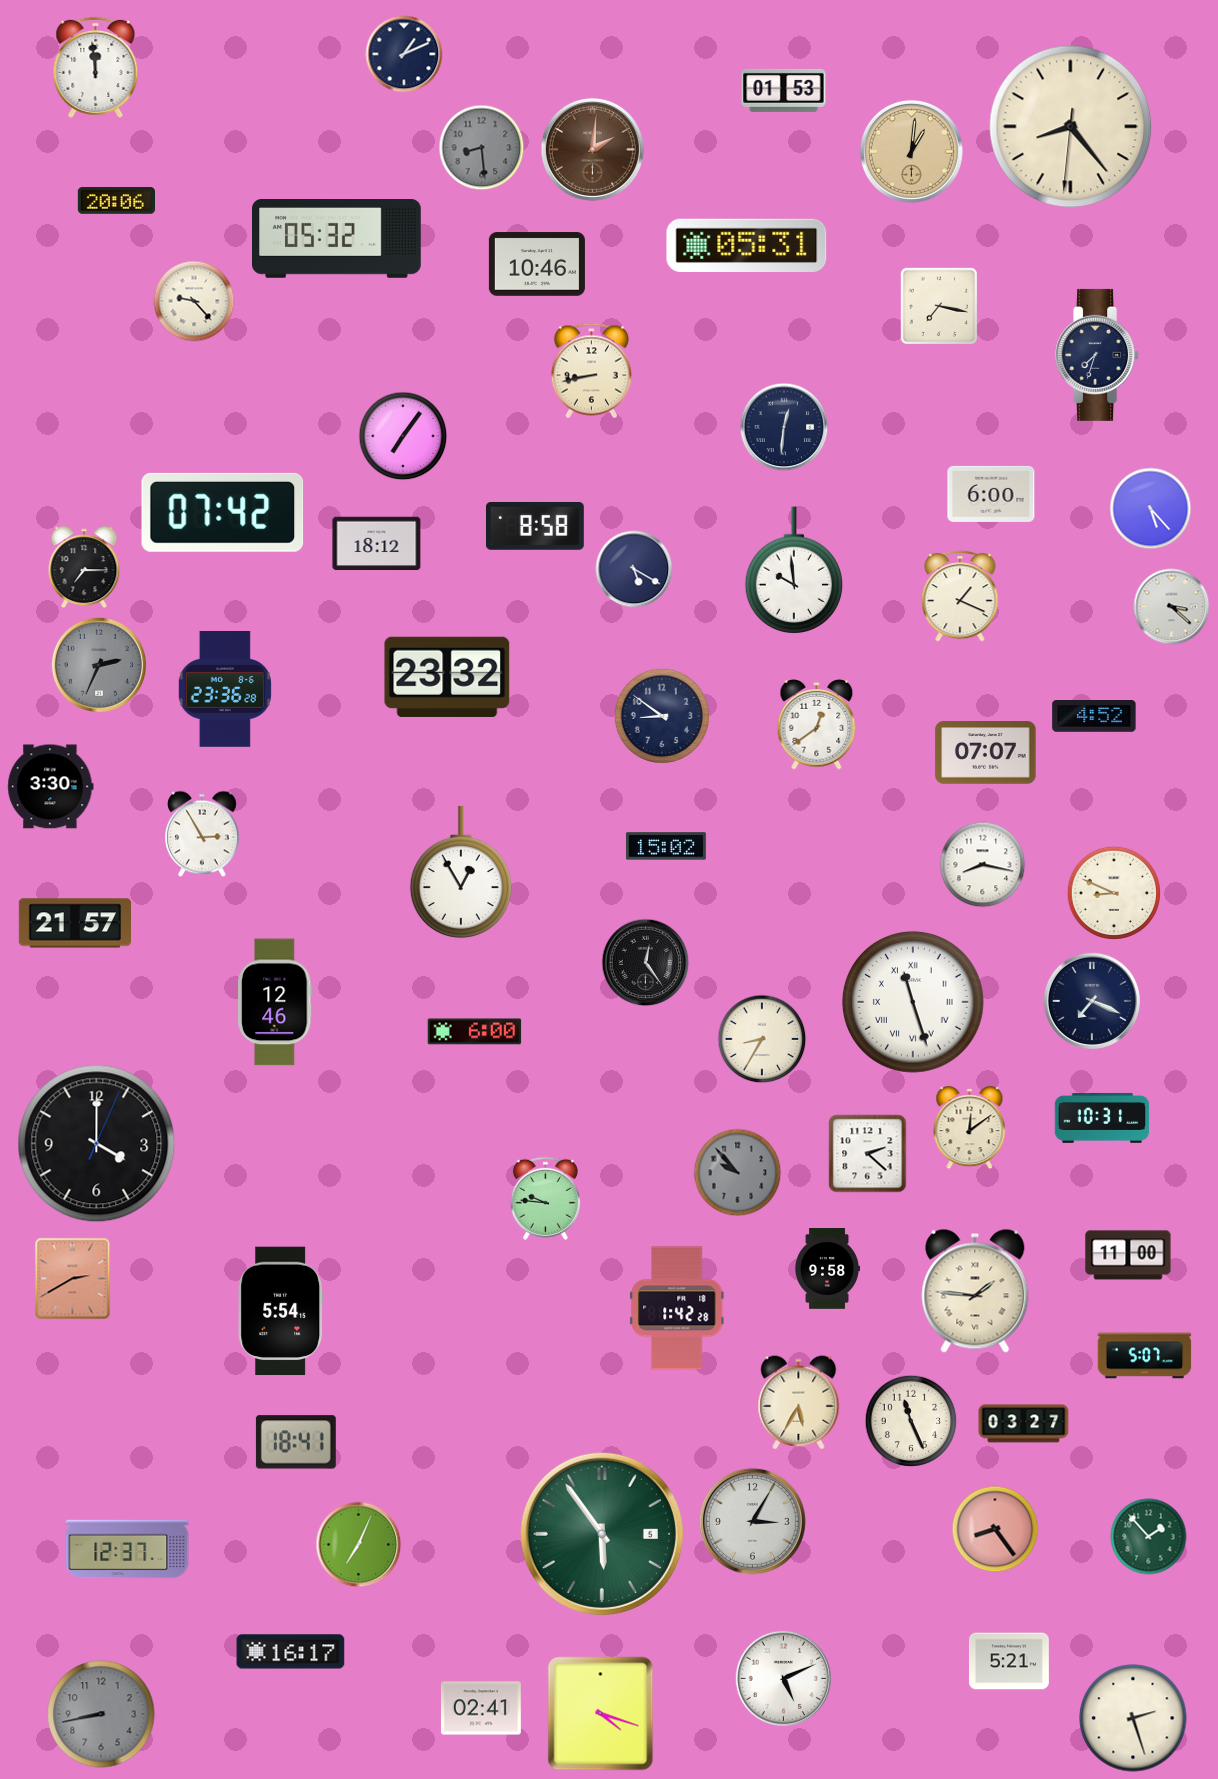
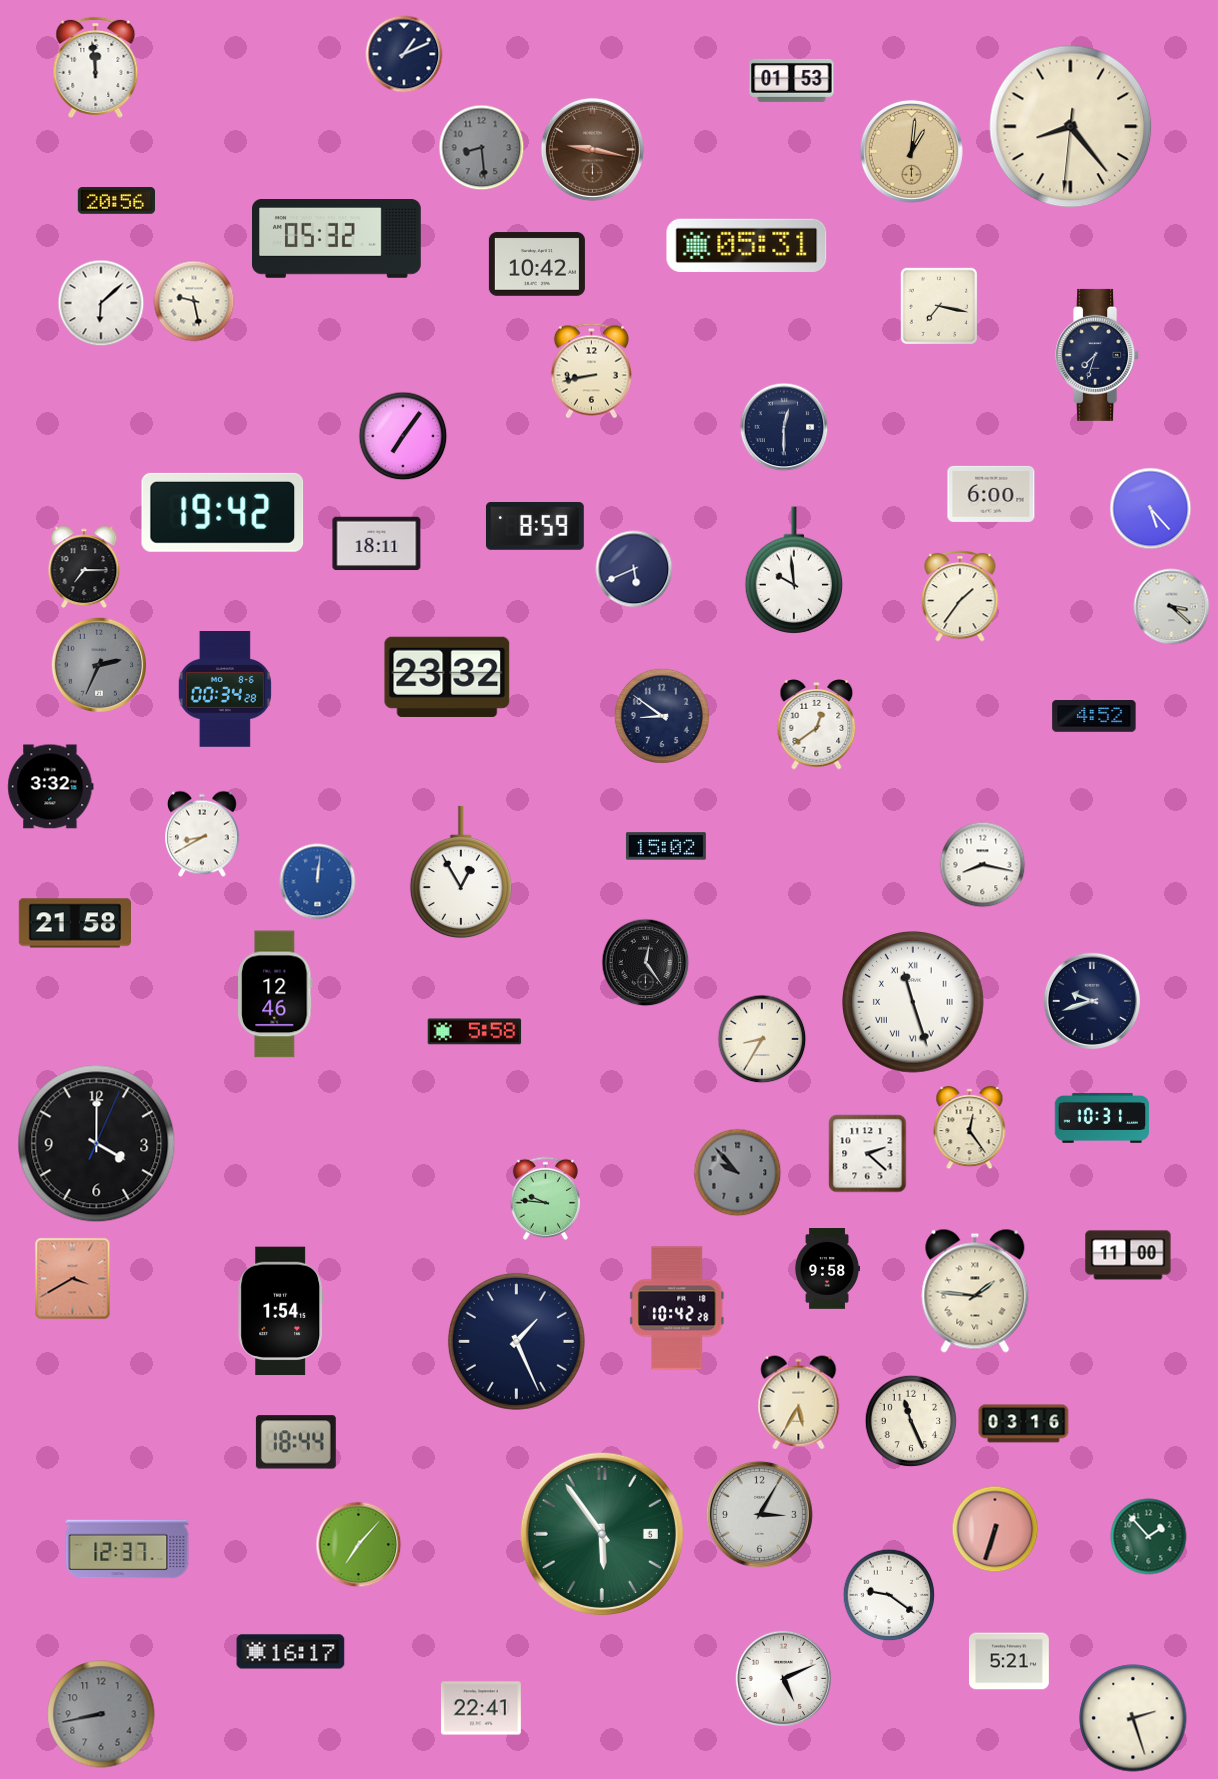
clock at (784, 90) position: (784, 90) -> (792, 80)
clock at (592, 149): 2:01 -> 9:17
clock at (116, 201): 20:06 -> 20:56
clock at (537, 264): 10:46 -> 10:42
clock at (194, 301): 9:23 -> 9:28
clock at (101, 303): none -> 6:08
clock at (784, 427): 12:31 -> 12:30
clock at (223, 512): 07:42 -> 19:42
clock at (535, 527): 8:58 -> 8:59
clock at (377, 544): 18:12 -> 18:11
clock at (634, 569): 5:20 -> 5:41
clock at (960, 596): 1:19 -> 1:36
clock at (225, 690): 23:36 -> 00:34
clock at (986, 753): 07:07 -> none
clock at (51, 787): 3:30 -> 3:32
clock at (203, 834): 2:55 -> 8:40
clock at (318, 882): none -> 12:01
clock at (1113, 892): 8:49 -> none
clock at (74, 923): 21:57 -> 21:58
clock at (1092, 1001): 7:19 -> 9:42
clock at (276, 1002) position: (276, 1002) -> (276, 994)
clock at (475, 1032): 6:00 -> 5:58
clock at (970, 1128): 12:09 -> 12:24
clock at (73, 1279): 2:40 -> 3:40
clock at (677, 1308): 1:42 -> 10:42
clock at (281, 1311): 5:54 -> 1:54
clock at (516, 1341): none -> 1:26
clock at (1145, 1356): 5:07 -> none
clock at (1024, 1424): 03:27 -> 03:16
clock at (296, 1442): 18:41 -> 18:44
clock at (752, 1521) position: (752, 1521) -> (759, 1514)
clock at (995, 1529): 8:24 -> 6:33
clock at (359, 1545): 7:04 -> 7:07
clock at (889, 1595): none -> 9:21
clock at (481, 1708): 02:41 -> 22:41
clock at (601, 1714): 4:18 -> none
